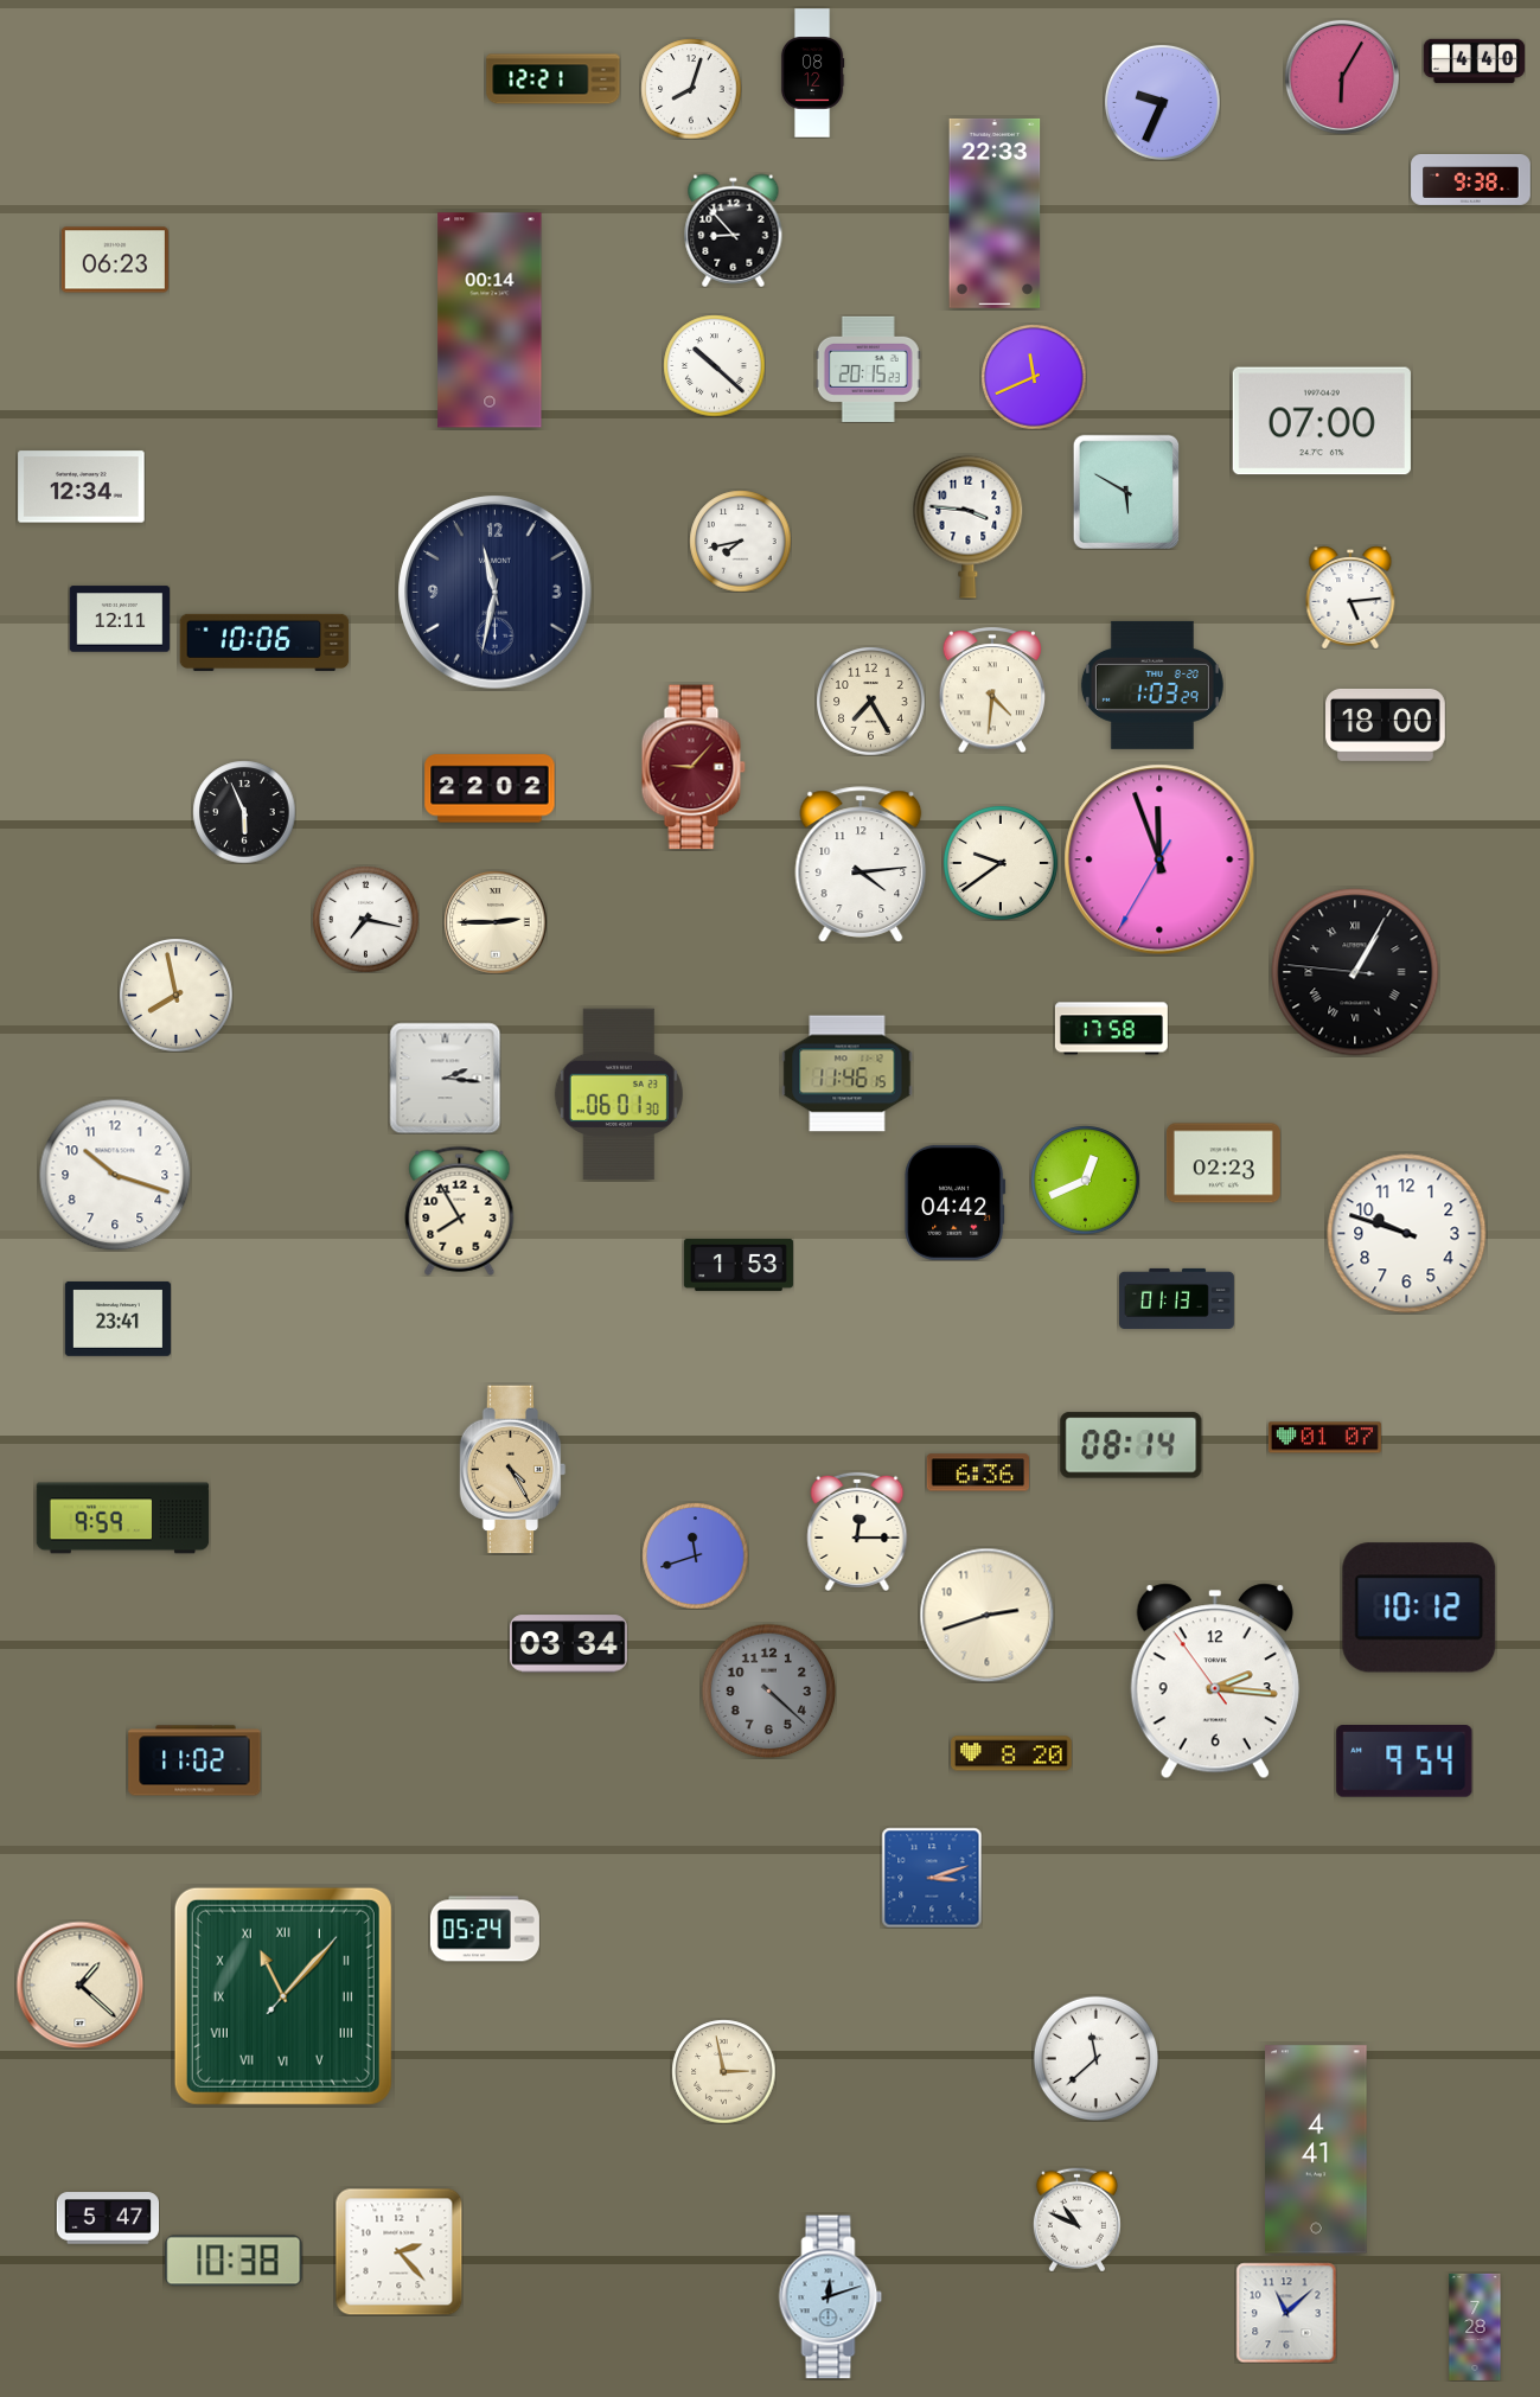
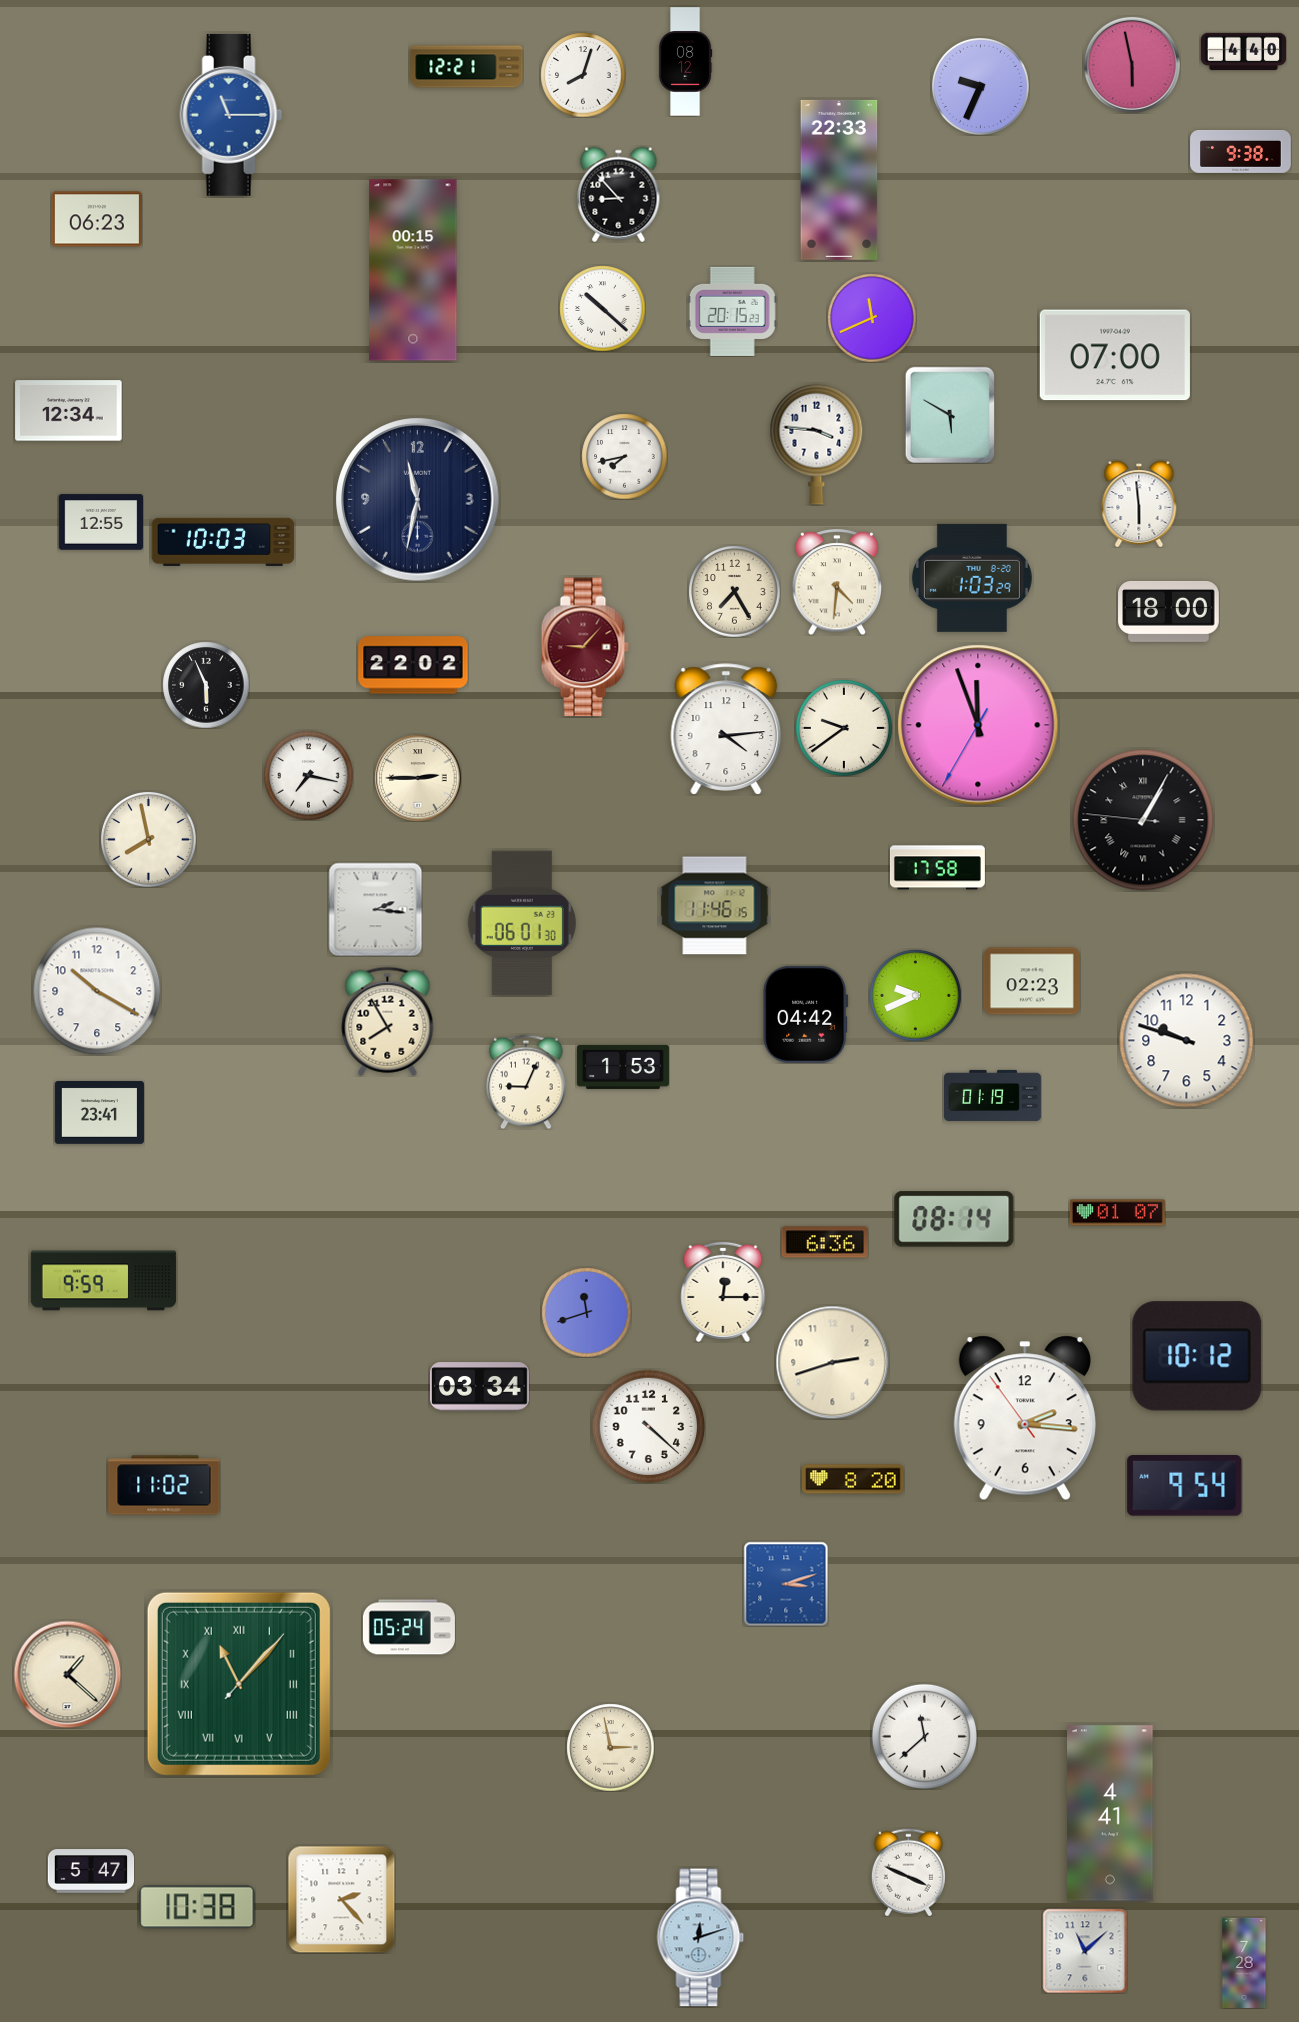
clock at (1342, 77): 6:05 -> 5:58
clock at (231, 115): none -> 11:15
clock at (490, 320): 00:14 -> 00:15
clock at (1350, 597): 5:14 -> 5:59
clock at (120, 619): 12:11 -> 12:55
clock at (264, 643): 10:06 -> 10:03
clock at (115, 1175): 10:18 -> 10:20
clock at (1085, 1180): 12:41 -> 9:41
clock at (527, 1082): none -> 9:04
clock at (1177, 1298): 01:13 -> 01:19
clock at (513, 1470): 4:25 -> none
clock at (768, 1690) dial: grey -> white
clock at (1076, 2219): 10:49 -> 3:49
clock at (398, 2251) position: (398, 2251) -> (341, 1899)
